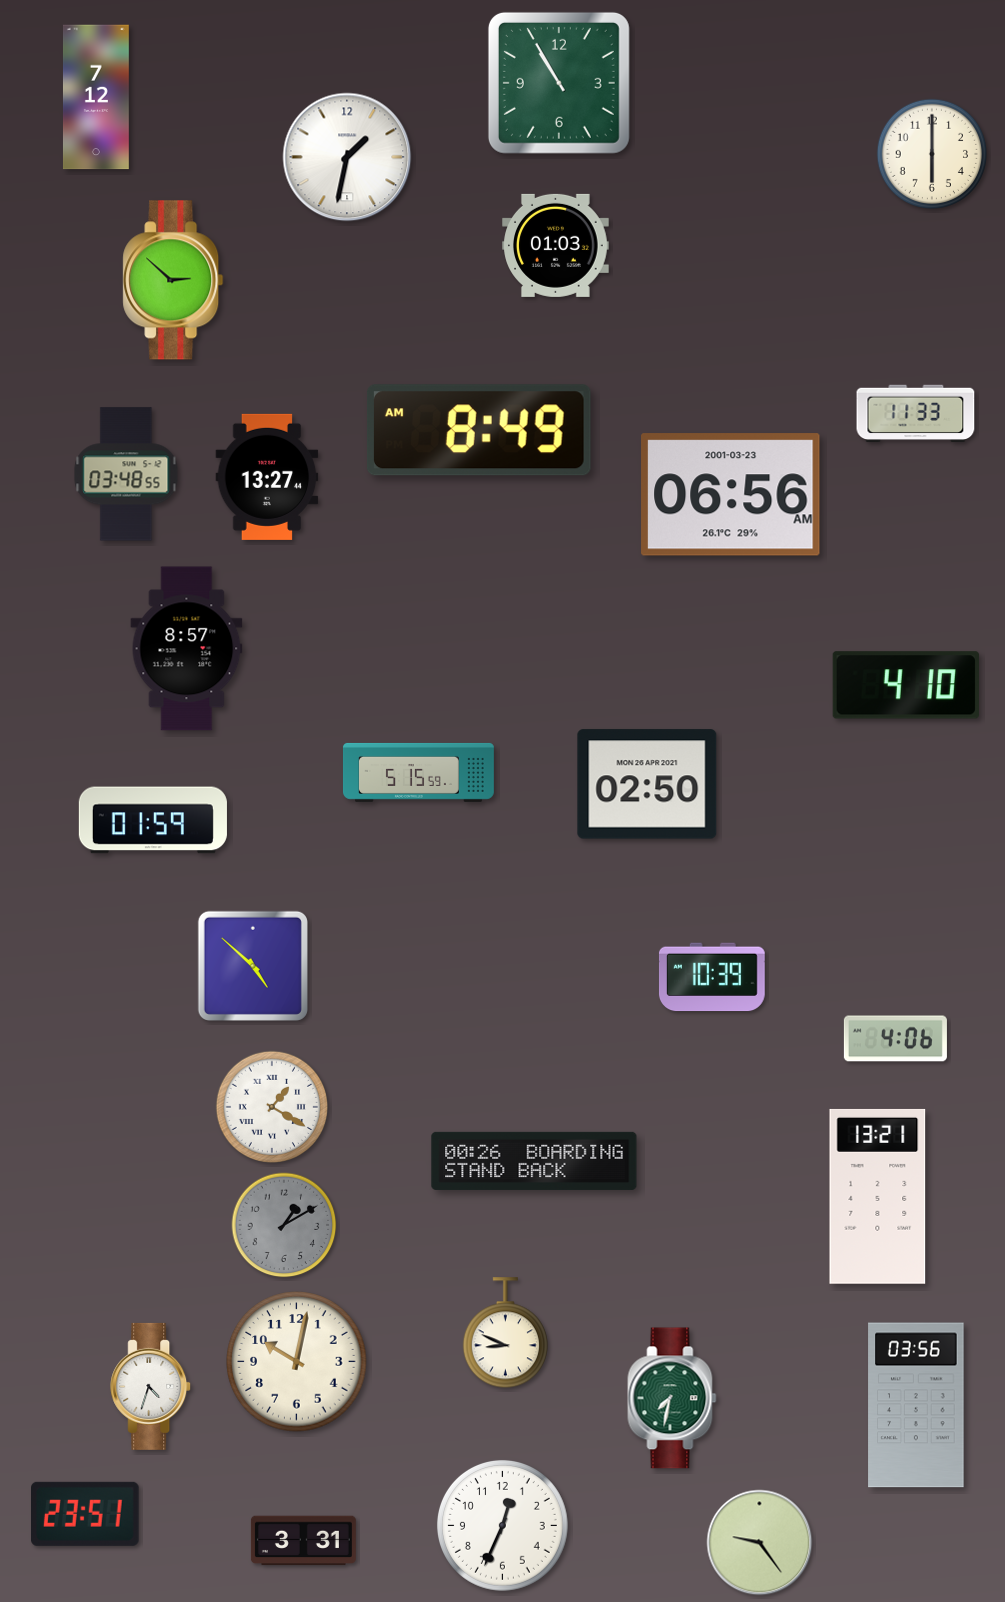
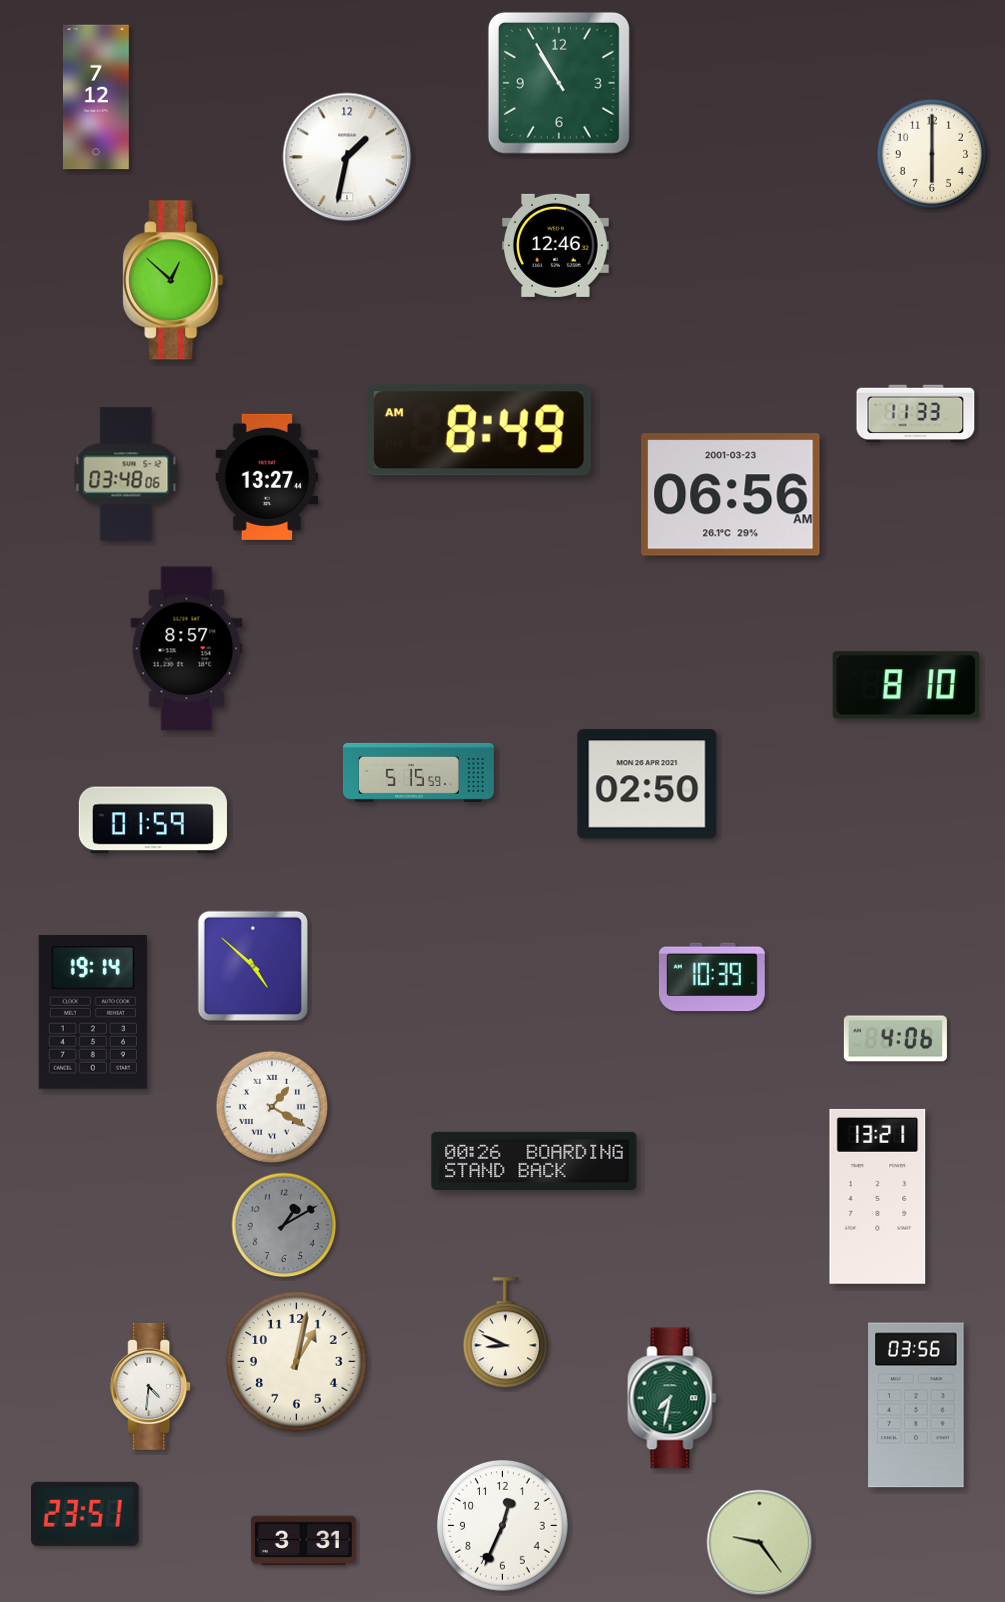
clock at (556, 245): 01:03 -> 12:46
clock at (173, 280): 2:52 -> 12:52
clock at (126, 474): 03:48:55 -> 03:48:06
clock at (906, 685): 4:10 -> 8:10
clock at (93, 1013): none -> 19:14
clock at (297, 1362): 10:02 -> 1:02
clock at (151, 1386): 4:33 -> 4:31
